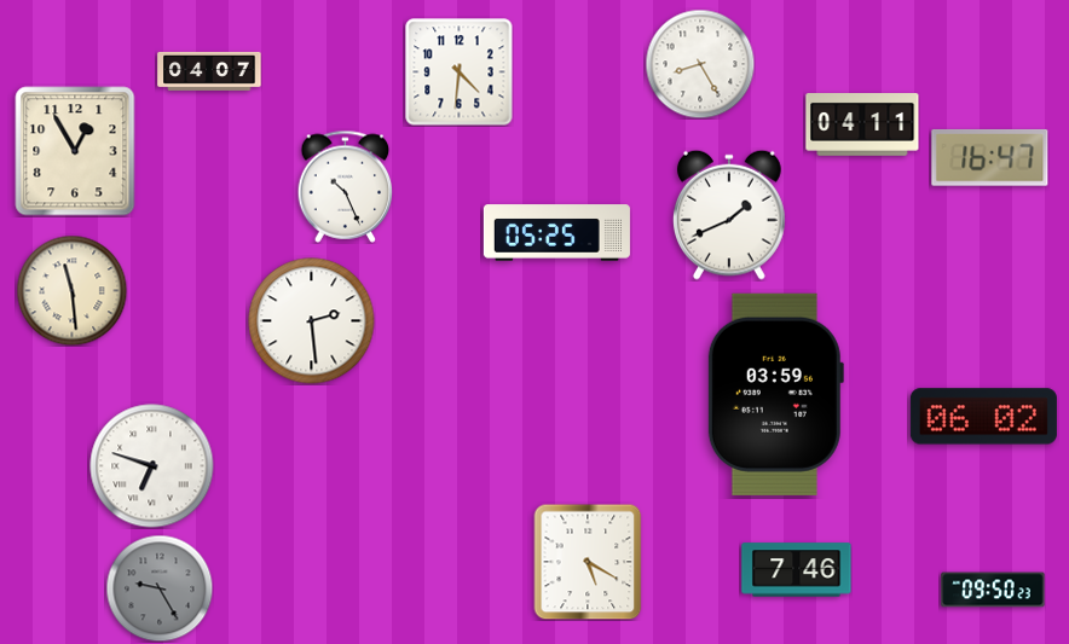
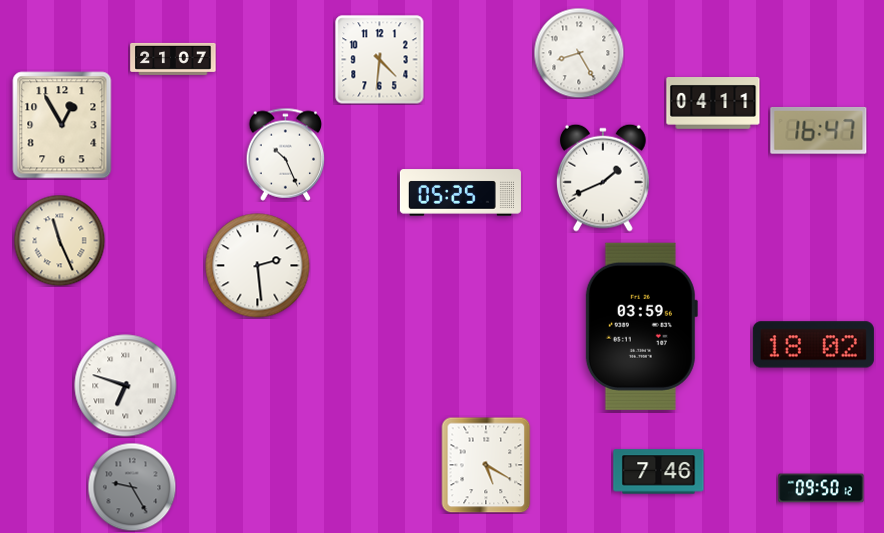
clock at (209, 71): 04:07 -> 21:07
clock at (71, 290): 11:29 -> 11:26
clock at (983, 417): 06:02 -> 18:02
clock at (993, 590): 09:50:23 -> 09:50:12
